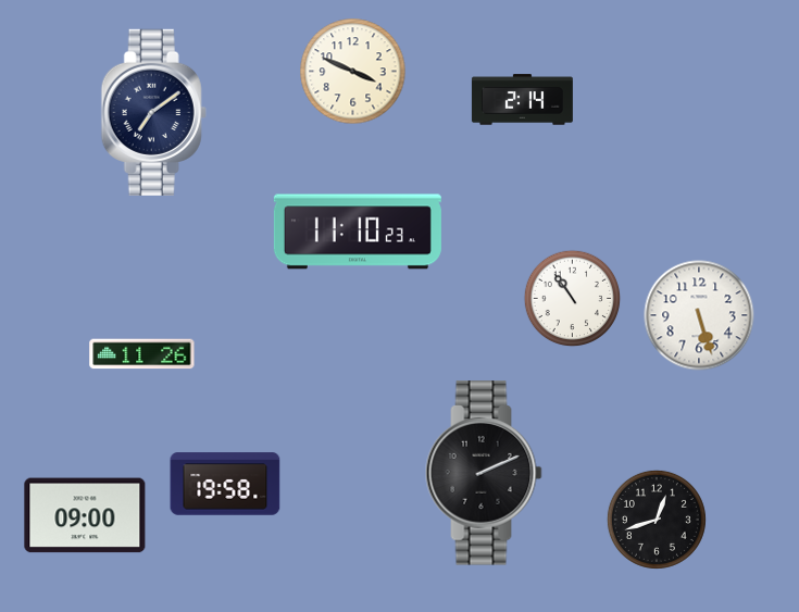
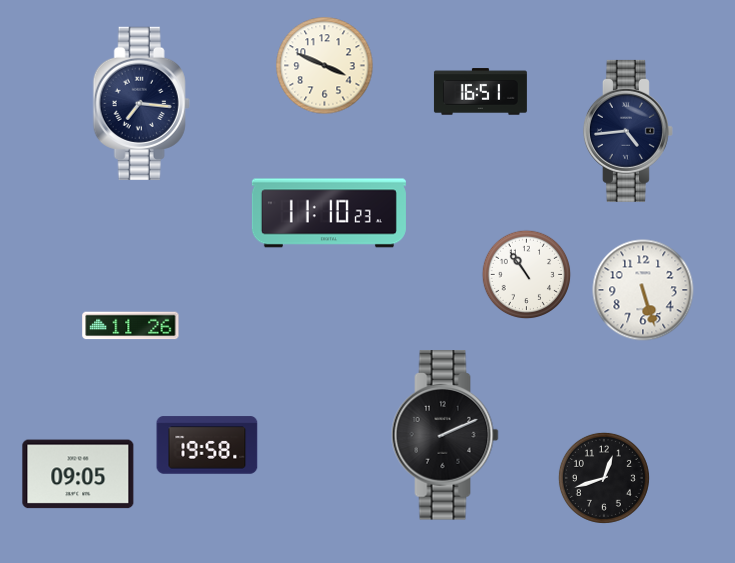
clock at (522, 100): 2:14 -> 16:51
clock at (153, 112): 7:09 -> 7:16
clock at (628, 131): none -> 4:44
clock at (85, 515): 09:00 -> 09:05
